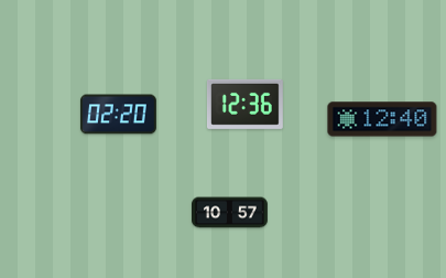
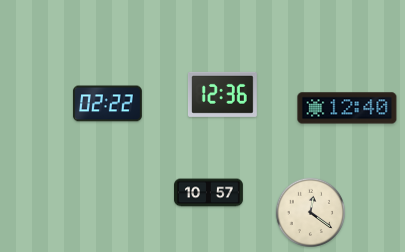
clock at (118, 115): 02:20 -> 02:22
clock at (310, 212): none -> 12:21
